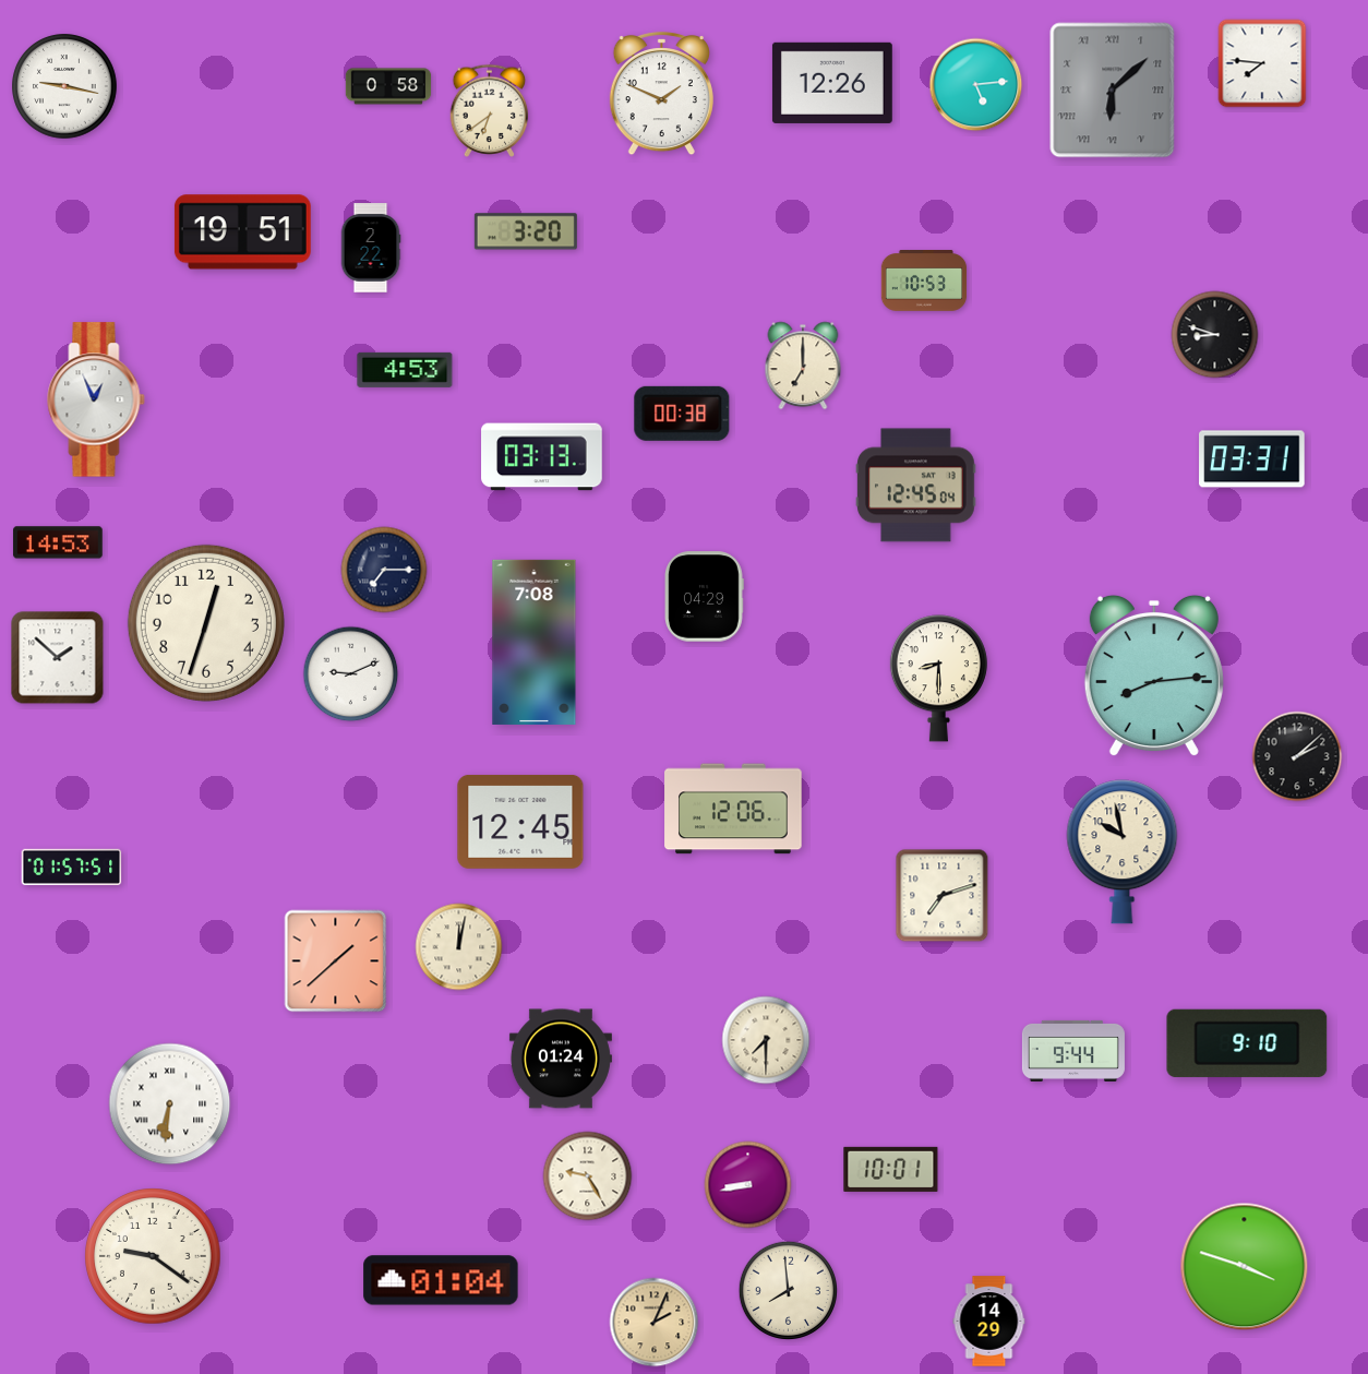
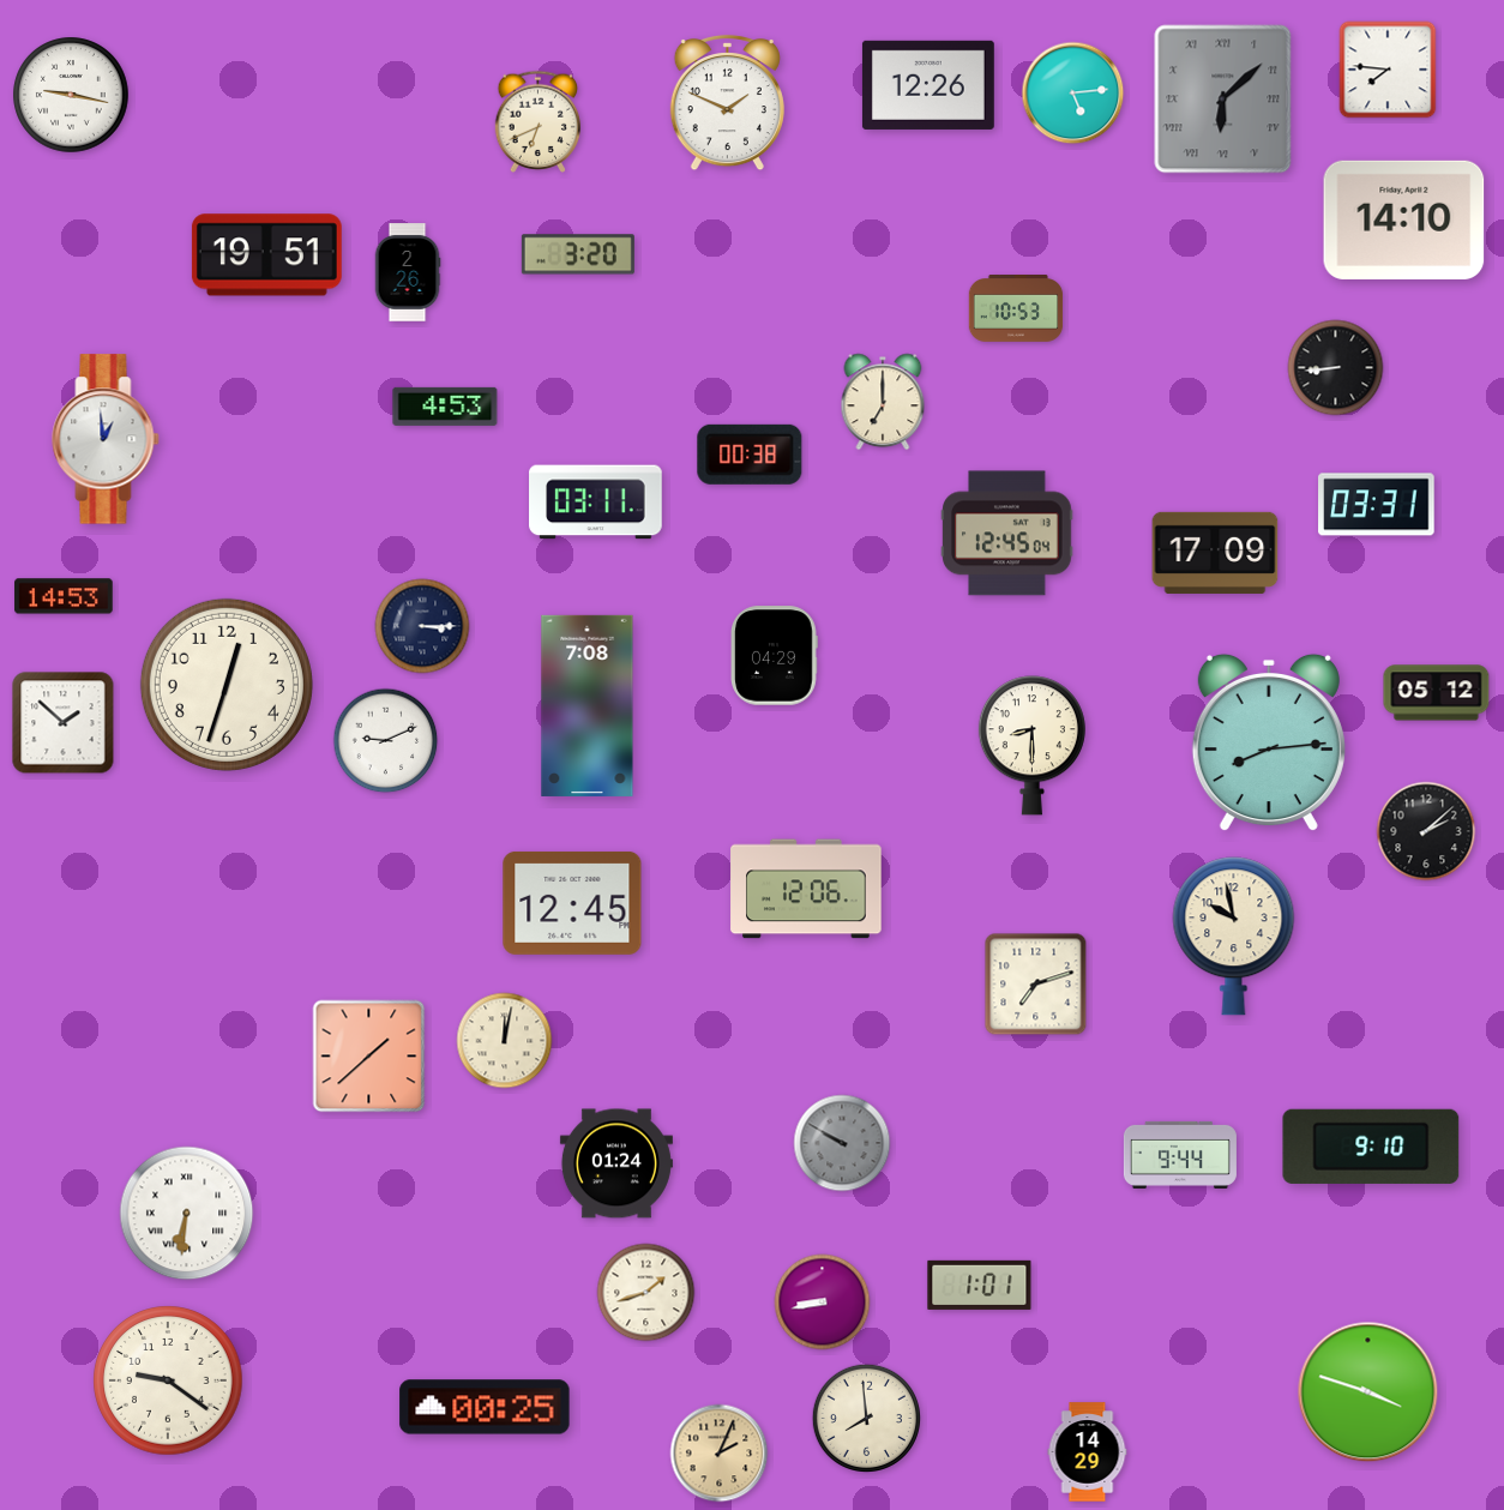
clock at (832, 83) position: (832, 83) -> (928, 85)
clock at (388, 86): 0:58 -> none
clock at (490, 110): 6:39 -> 6:41
clock at (1404, 219): none -> 14:10
clock at (371, 248): 2:22 -> 2:26
clock at (1215, 335): 8:48 -> 8:44
clock at (96, 399): 12:56 -> 12:59
clock at (542, 457): 03:13 -> 03:11
clock at (1215, 553): none -> 17:09
clock at (384, 570): 7:15 -> 3:15
clock at (1437, 693): none -> 05:12
clock at (72, 867): 01:57 -> none
clock at (766, 1040): 7:30 -> 9:50
clock at (766, 1040) dial: cream -> grey
clock at (891, 1169): 10:01 -> 1:01
clock at (588, 1176): 9:25 -> 1:42
clock at (441, 1280): 01:04 -> 00:25
